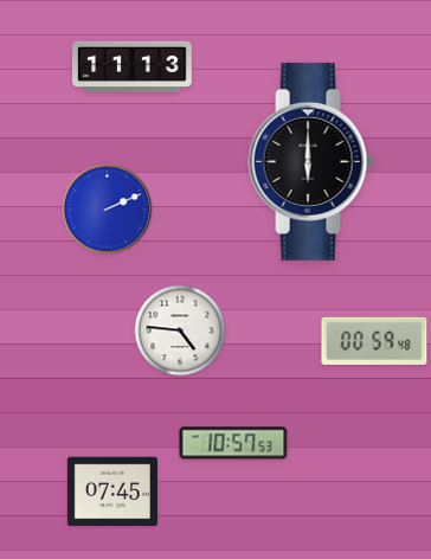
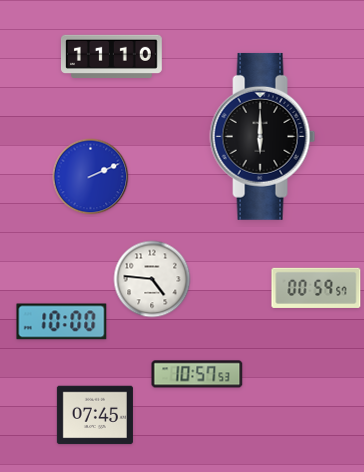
clock at (131, 66): 11:13 -> 11:10
clock at (374, 341): 00:59:48 -> 00:59:57
clock at (62, 322): none -> 10:00
